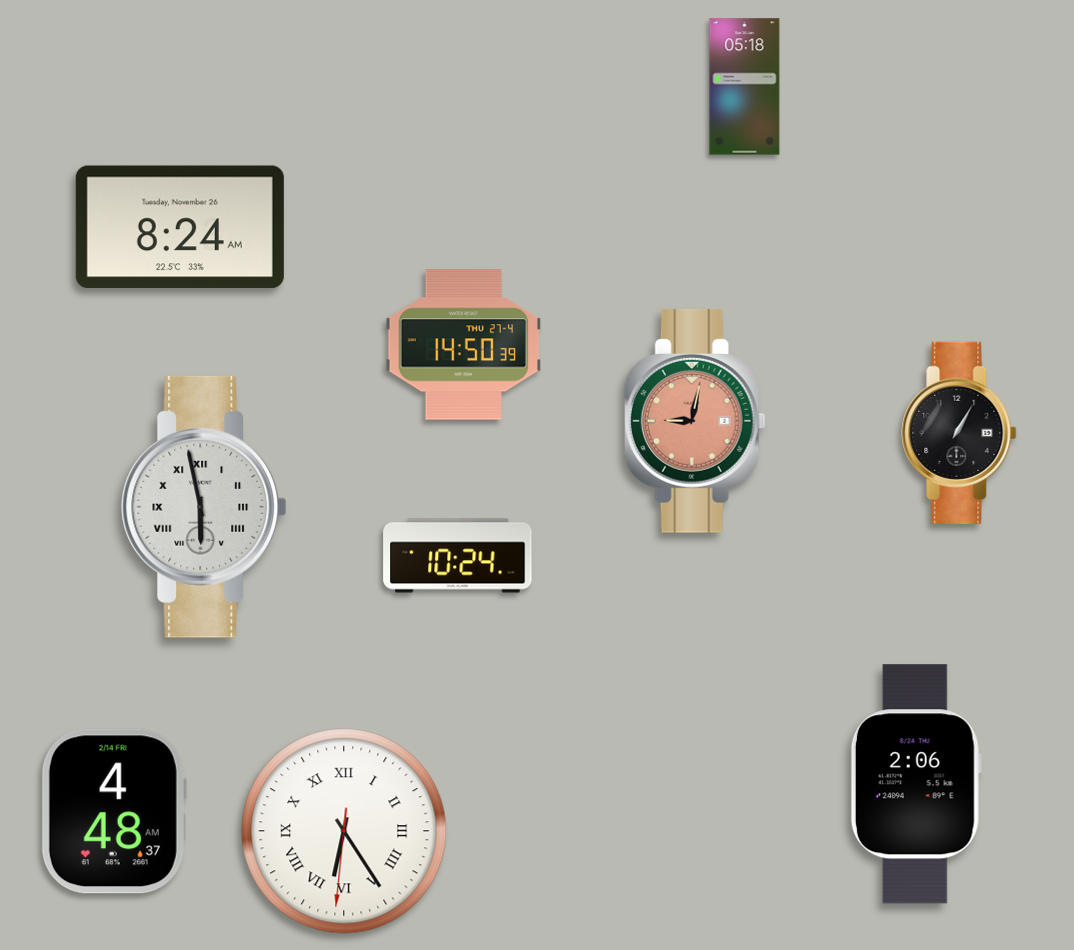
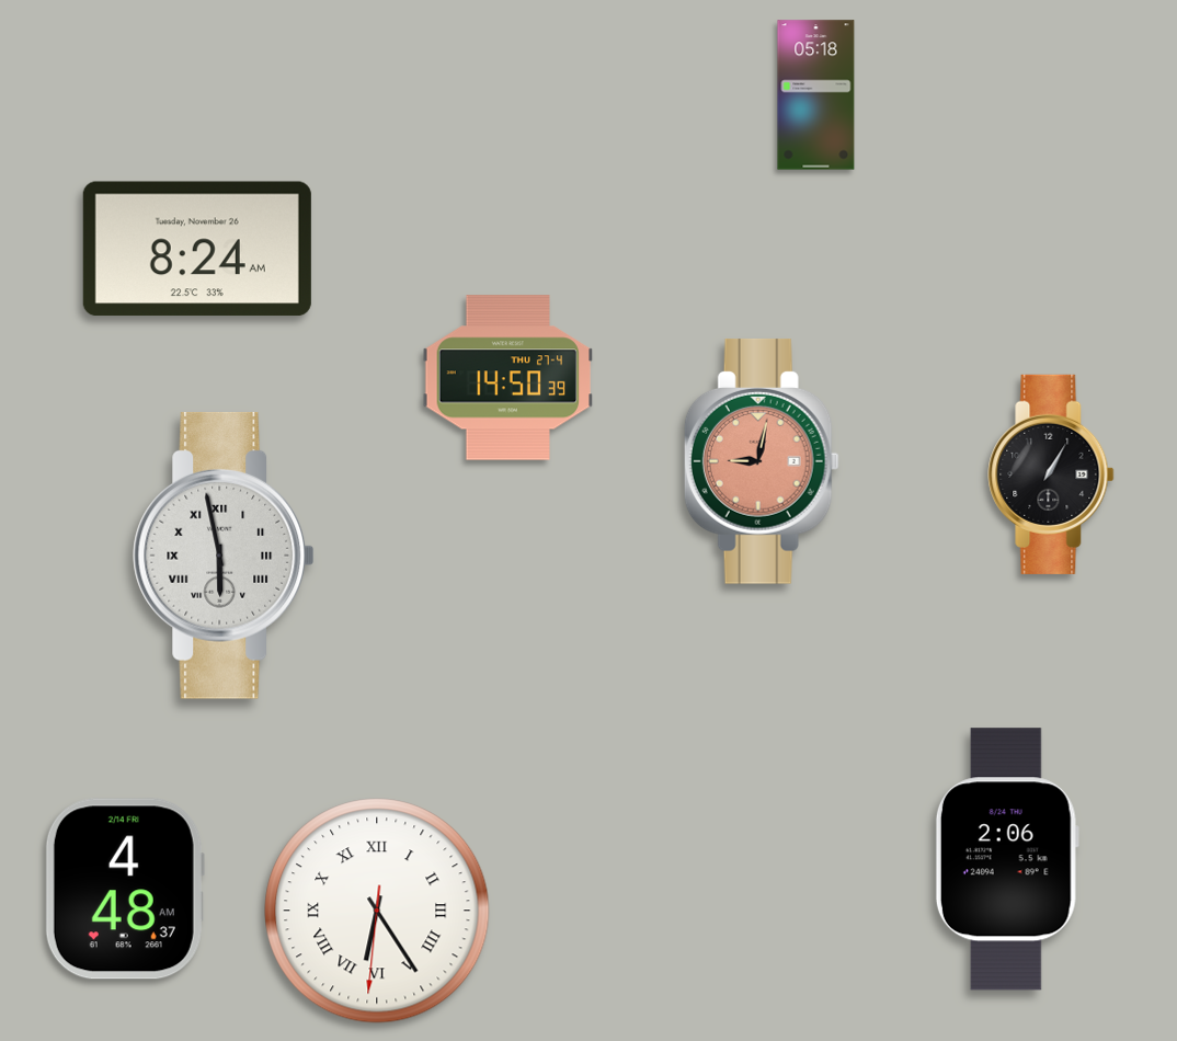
clock at (458, 556): 10:24 -> none
clock at (916, 784) position: (916, 784) -> (1007, 859)
